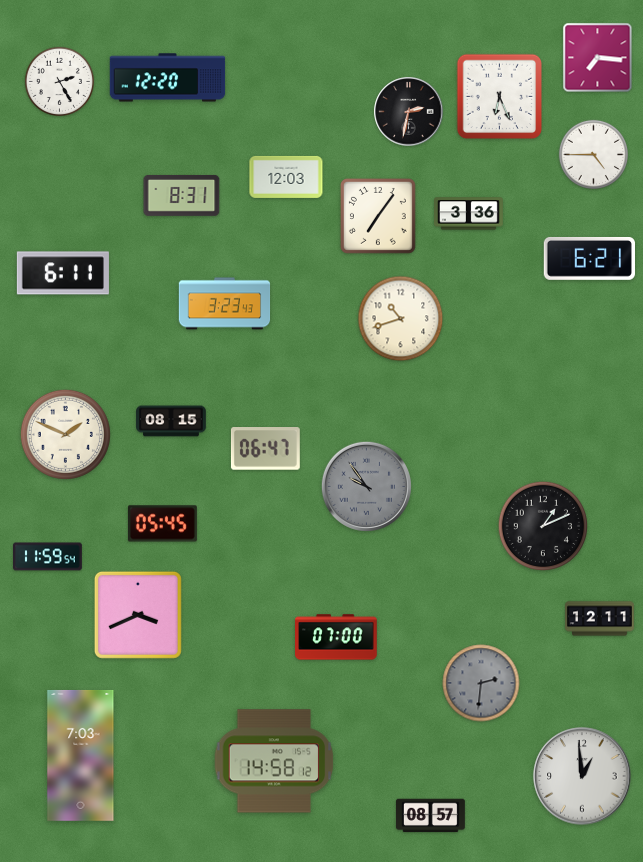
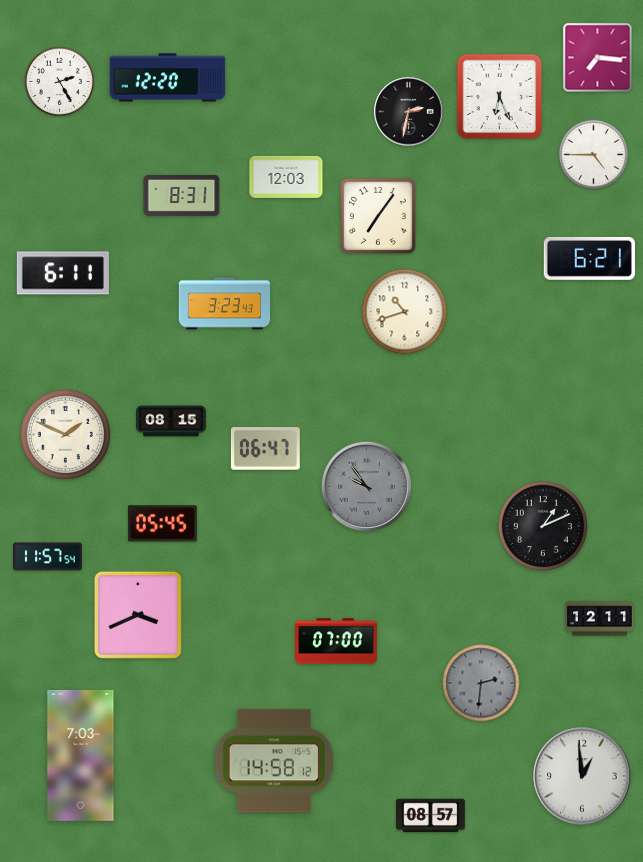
clock at (469, 214): 3:36 -> none
clock at (401, 319) position: (401, 319) -> (405, 312)
clock at (48, 557): 11:59 -> 11:57
clock at (337, 637) position: (337, 637) -> (337, 641)
